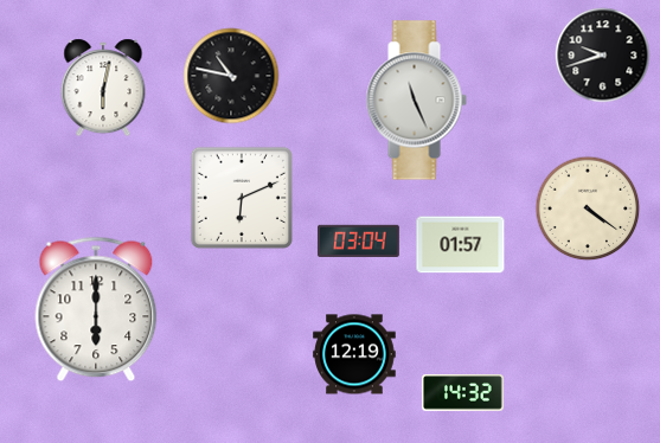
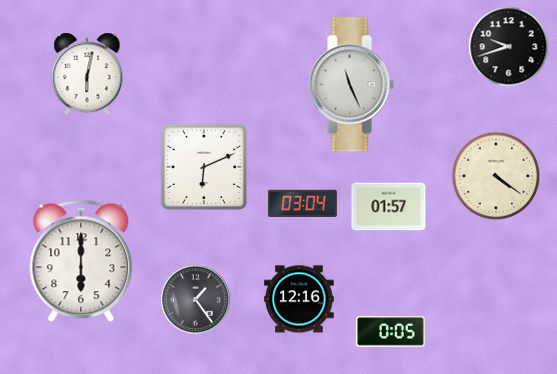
clock at (231, 76): 10:47 -> none
clock at (354, 354): 12:19 -> 12:16
clock at (196, 300): none -> 1:24
clock at (462, 393): 14:32 -> 0:05
